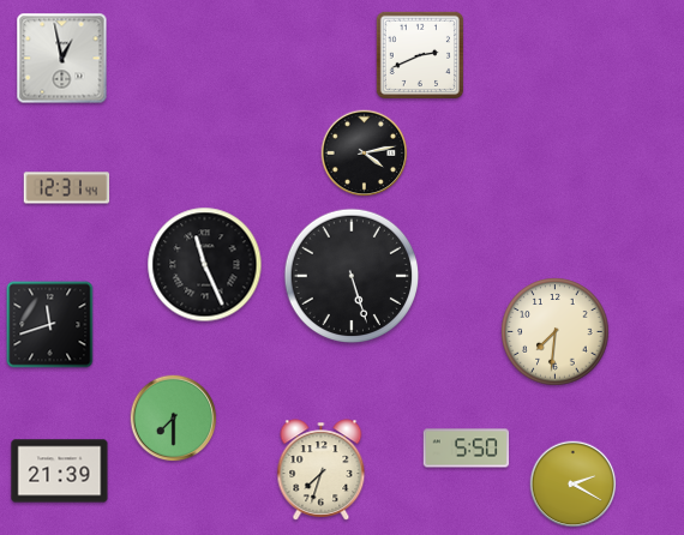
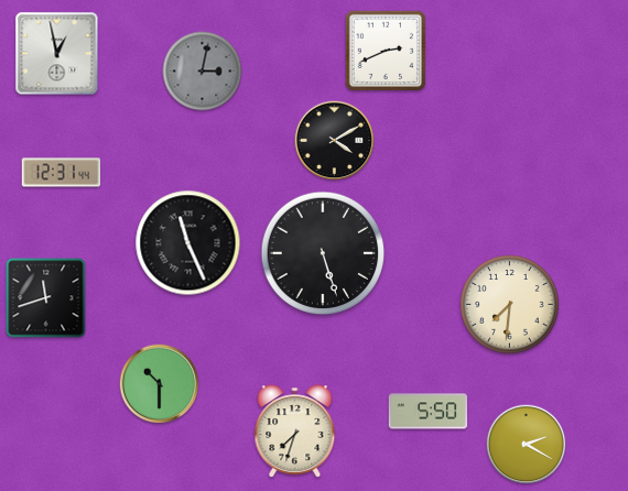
clock at (203, 72): none -> 3:02
clock at (365, 154): 4:13 -> 4:10
clock at (174, 419): 7:30 -> 10:30
clock at (60, 471): 21:39 -> none
